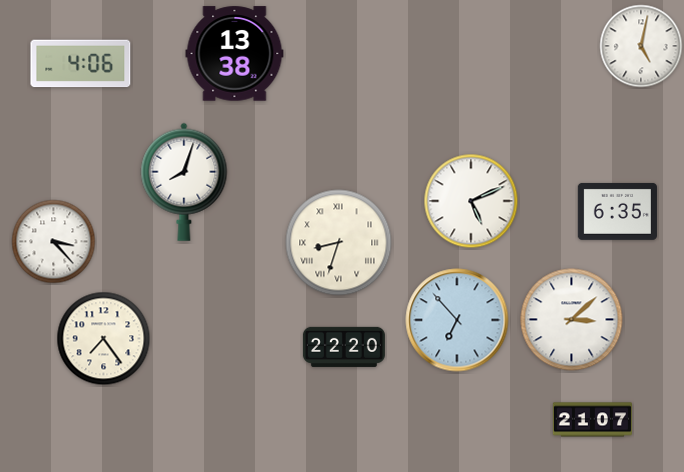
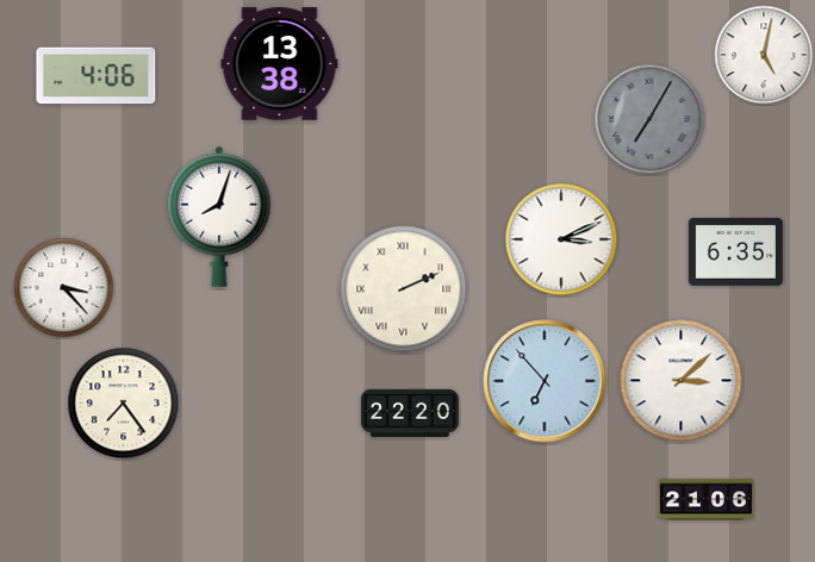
clock at (649, 119): none -> 7:05
clock at (471, 201): 5:11 -> 3:11
clock at (339, 243): 8:33 -> 2:11
clock at (592, 420): 21:07 -> 21:06
